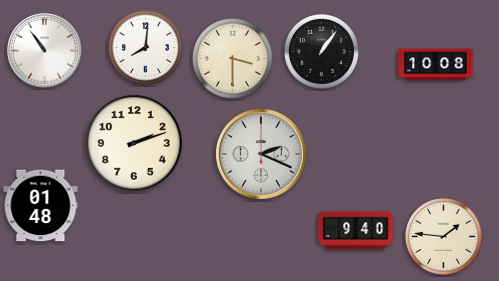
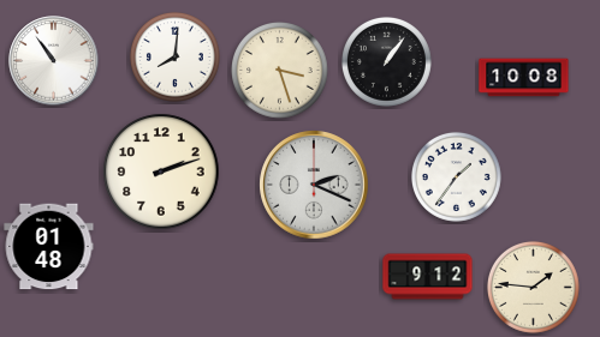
clock at (233, 59): 3:30 -> 3:27
clock at (456, 176): none -> 1:36
clock at (356, 231): 9:40 -> 9:12
clock at (443, 236) position: (443, 236) -> (533, 287)
